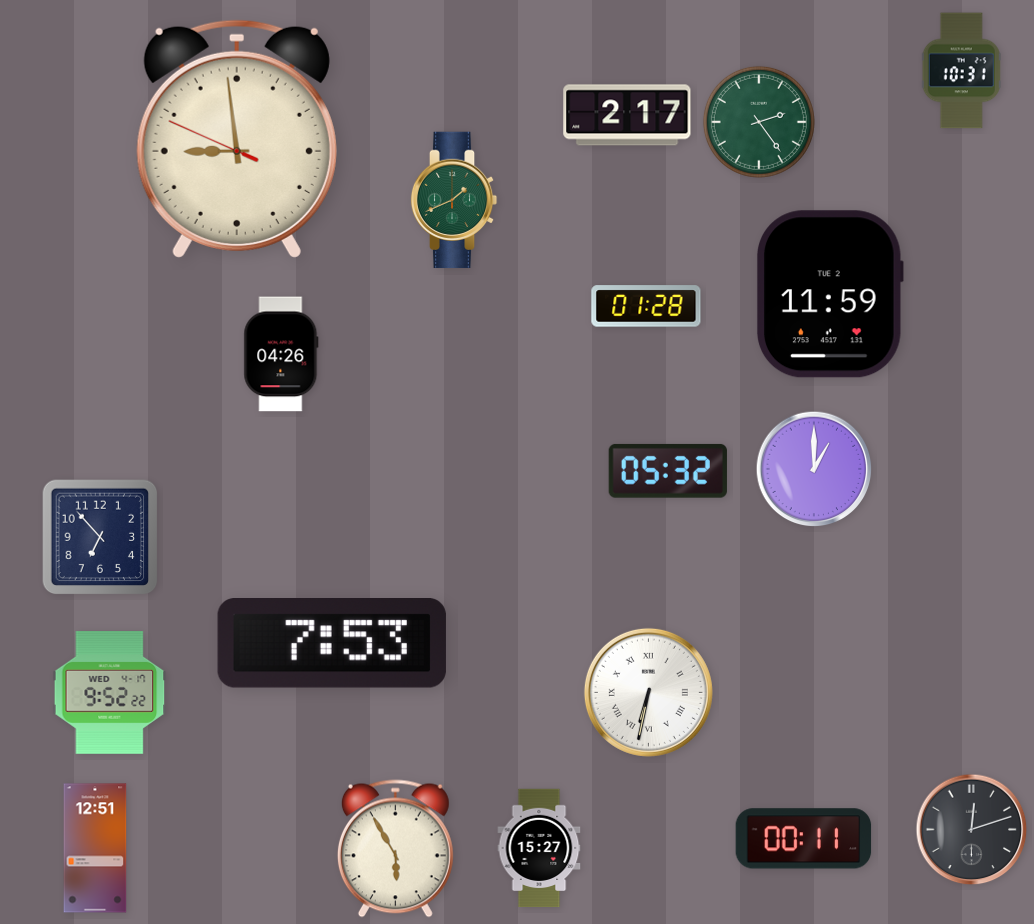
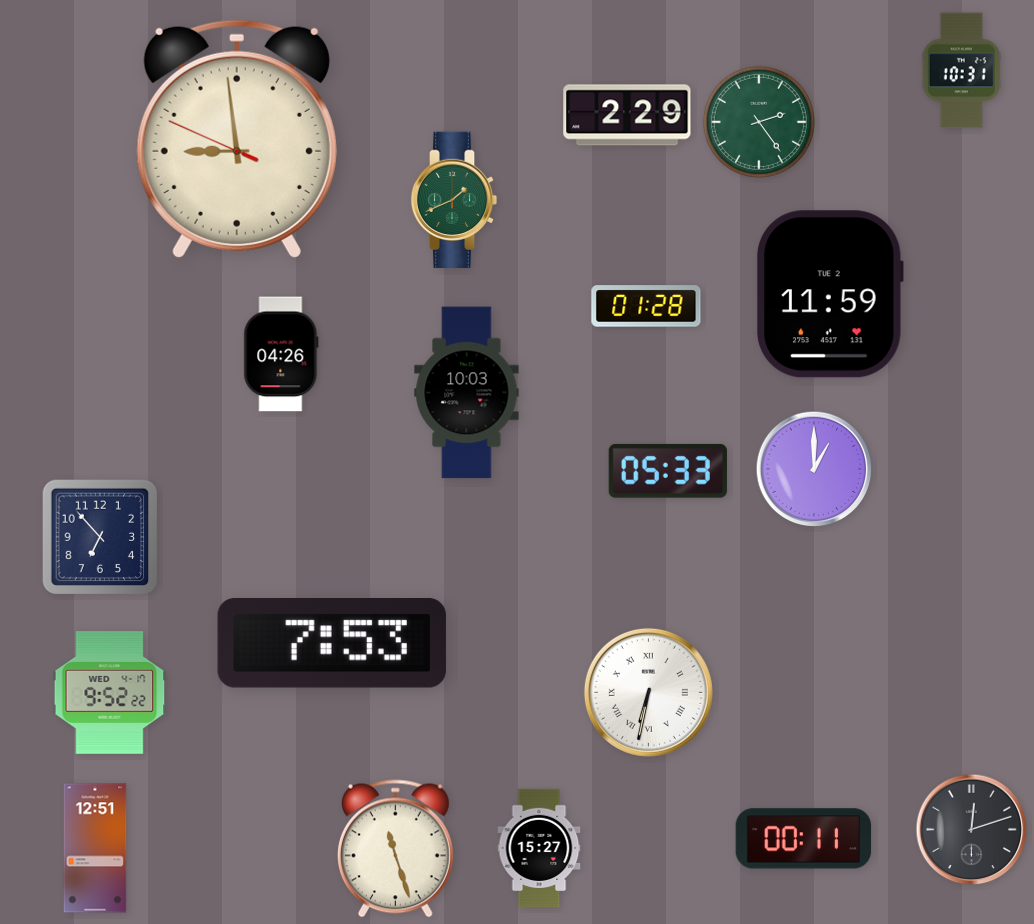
clock at (627, 115): 2:17 -> 2:29
clock at (467, 393): none -> 10:03
clock at (668, 471): 05:32 -> 05:33
clock at (395, 849): 5:55 -> 11:27
